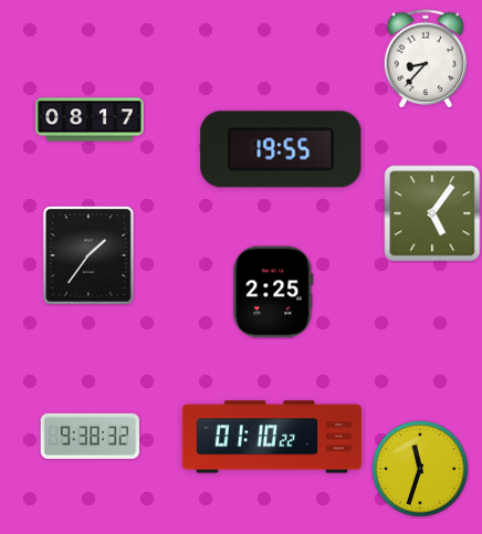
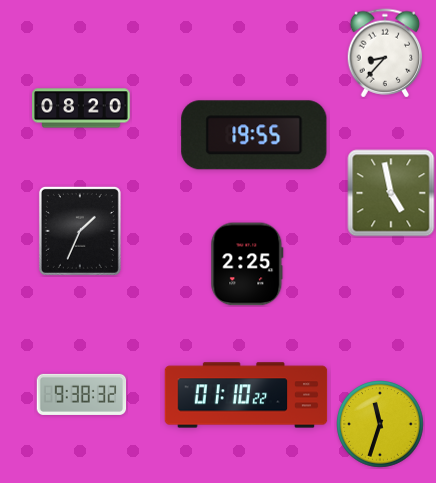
clock at (90, 119): 08:17 -> 08:20
clock at (432, 213): 5:06 -> 4:58
clock at (88, 255): 1:36 -> 1:34
